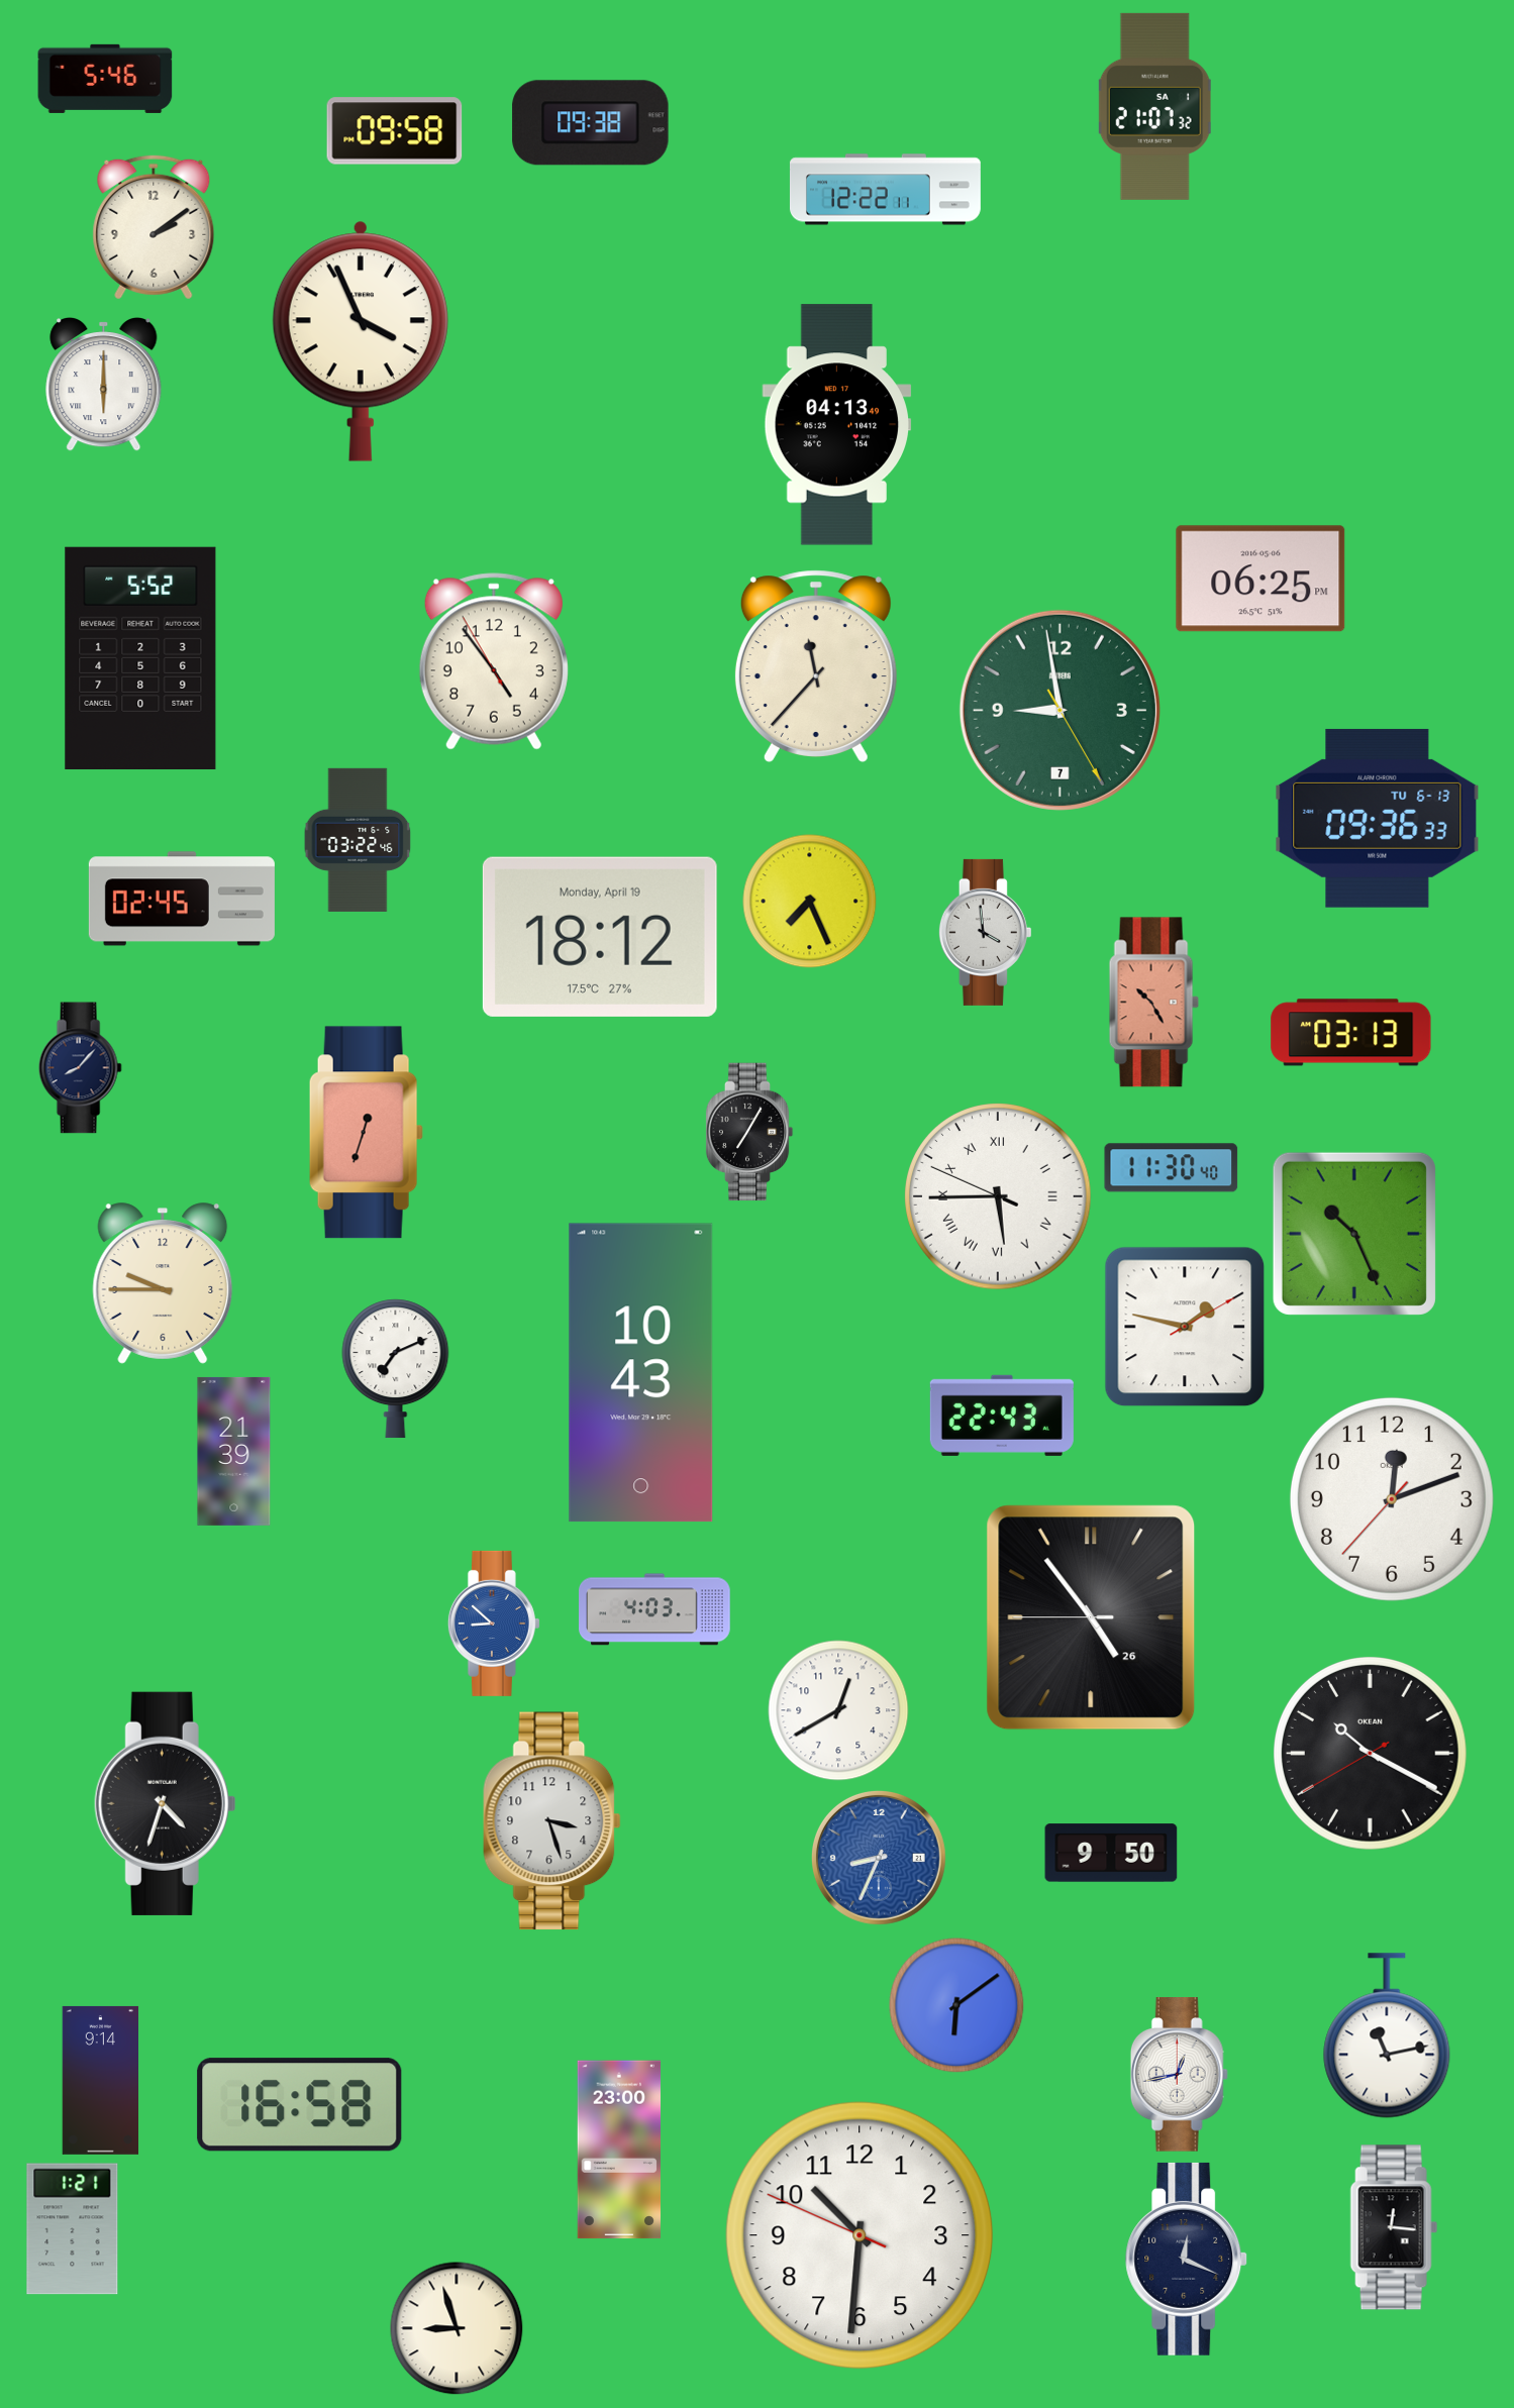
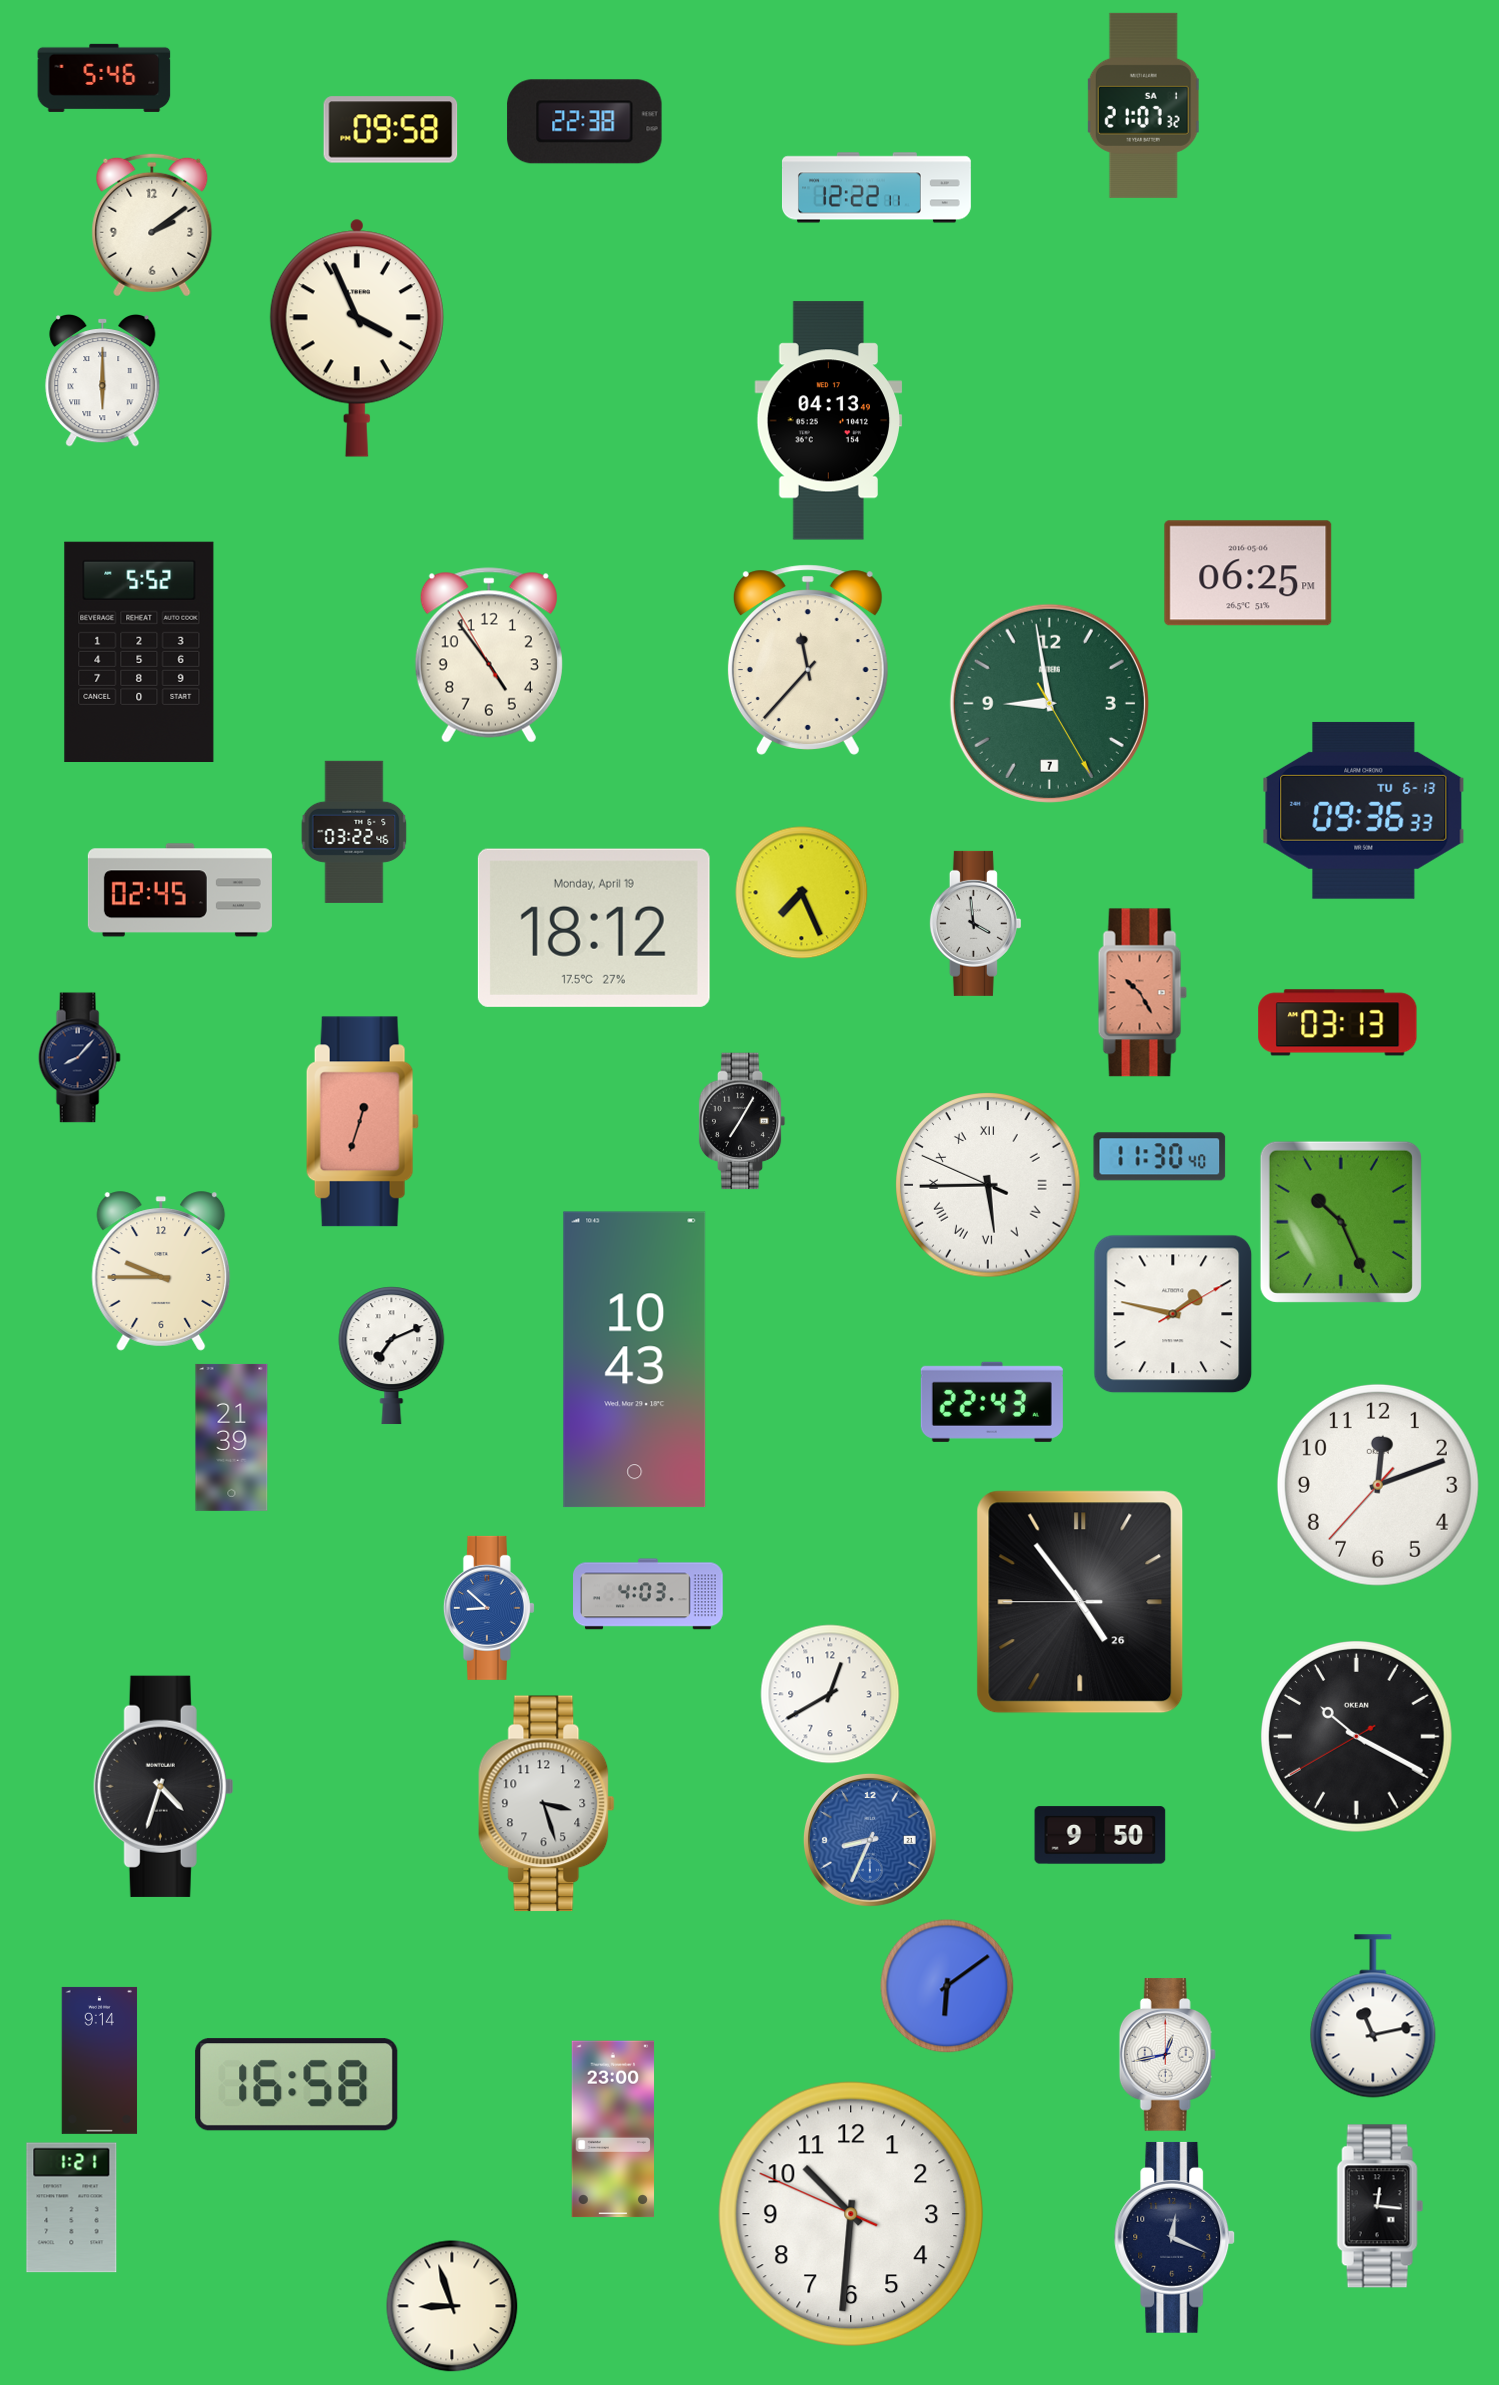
clock at (591, 123): 09:38 -> 22:38
